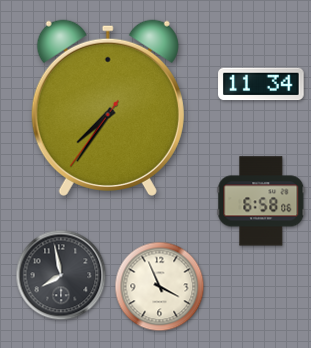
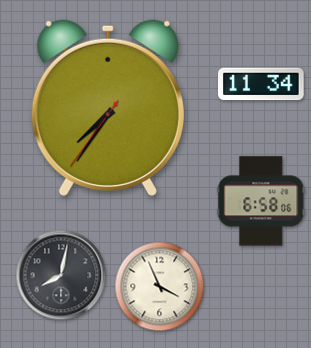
clock at (61, 275): 7:58 -> 8:02
